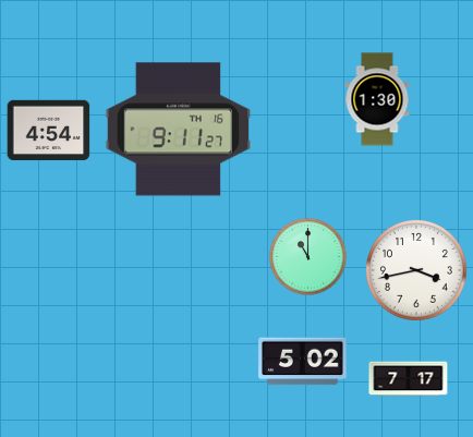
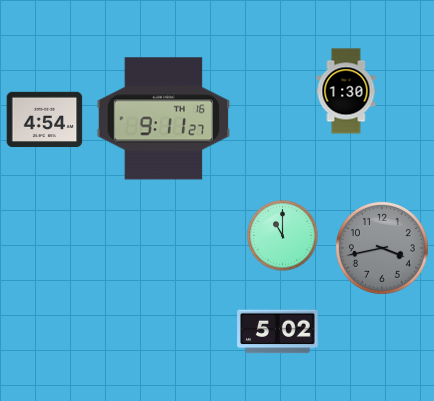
clock at (417, 271) dial: white -> grey
clock at (409, 379): 7:17 -> none
